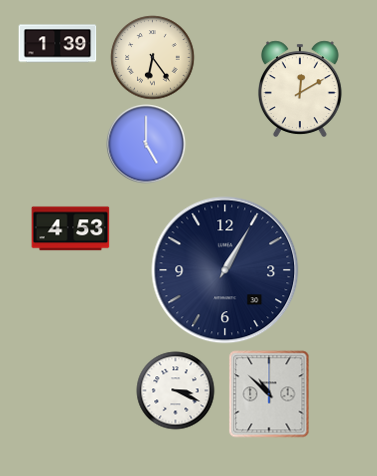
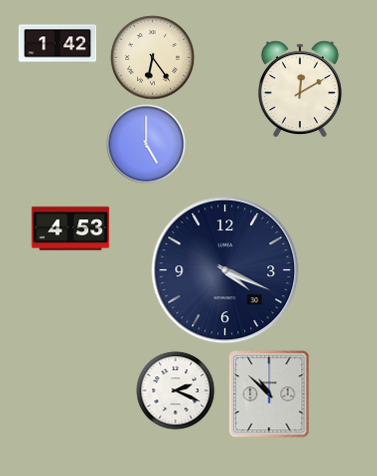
clock at (57, 44): 1:39 -> 1:42
clock at (225, 270): 1:05 -> 4:19
clock at (175, 390): 3:19 -> 2:19
